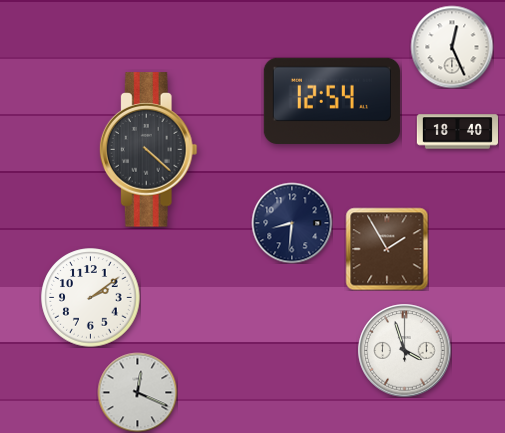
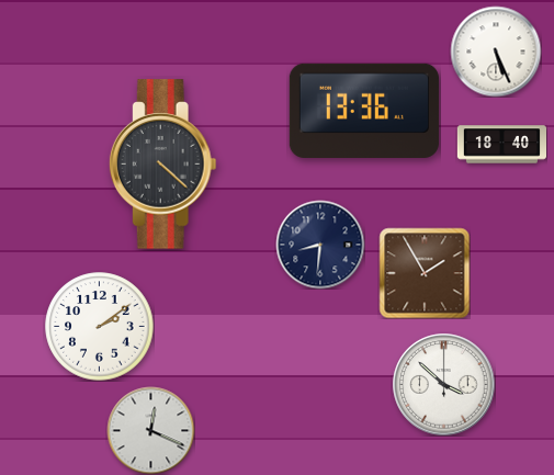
clock at (452, 47): 12:26 -> 5:26
clock at (332, 101): 12:54 -> 13:36
clock at (404, 350): 3:57 -> 3:52
